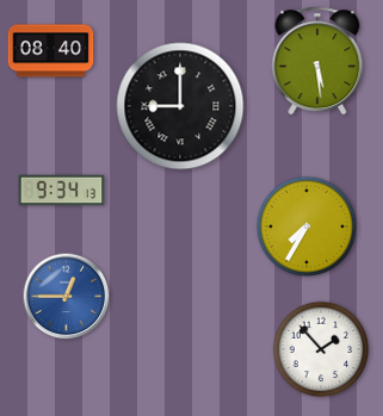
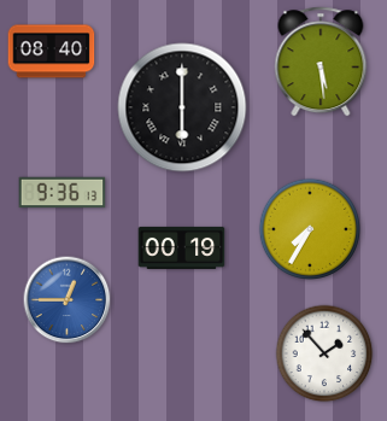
clock at (180, 106): 9:00 -> 6:00
clock at (62, 191): 9:34 -> 9:36
clock at (182, 247): none -> 00:19
